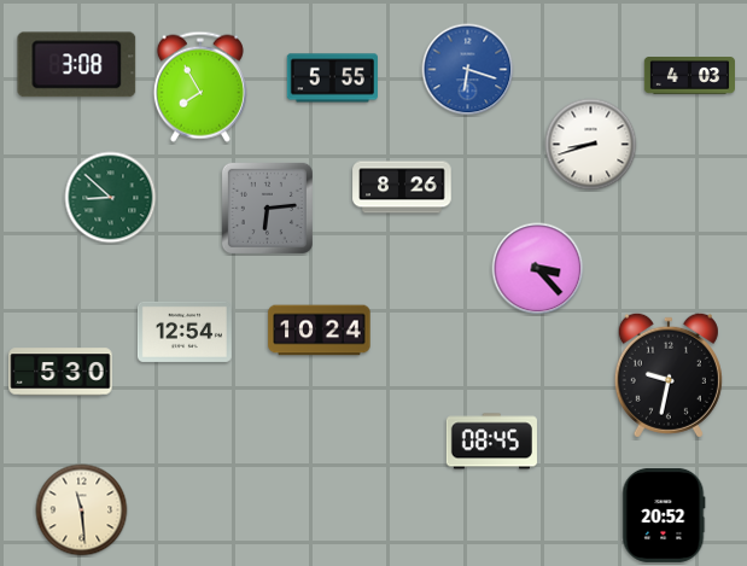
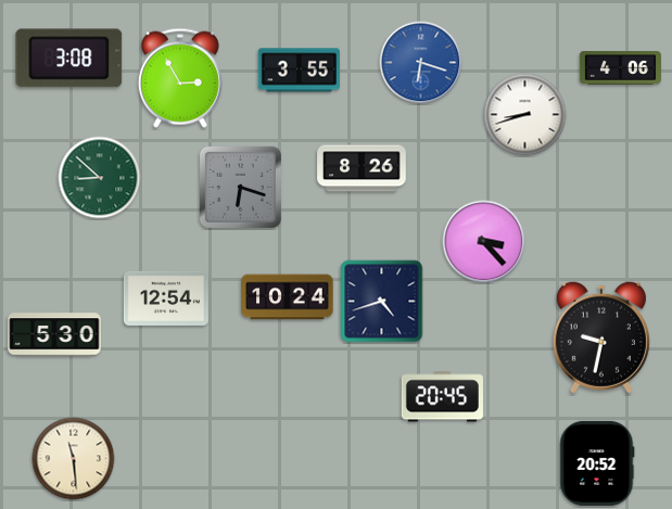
clock at (689, 76): 4:03 -> 4:06
clock at (332, 78): 5:55 -> 3:55
clock at (200, 87): 7:55 -> 2:55
clock at (591, 145) position: (591, 145) -> (525, 115)
clock at (267, 208): 6:14 -> 6:18
clock at (382, 302): none -> 4:42
clock at (491, 442): 08:45 -> 20:45
